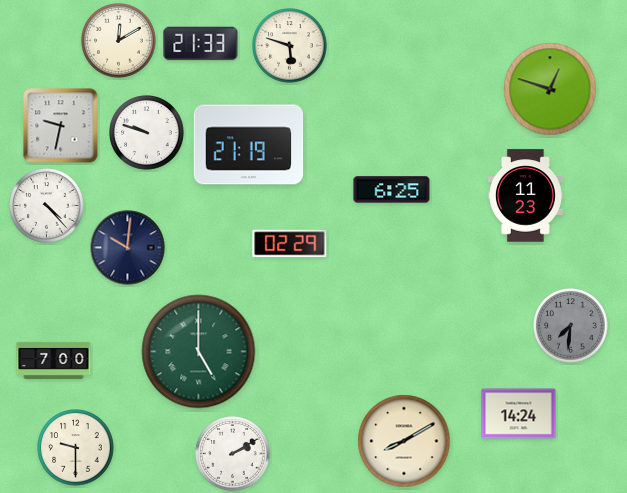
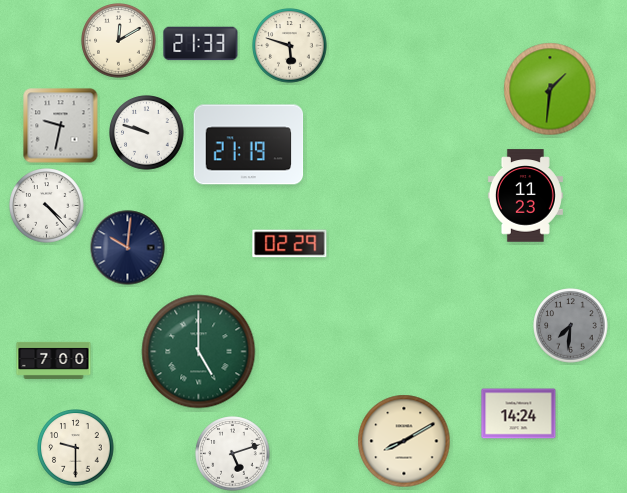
clock at (550, 89): 12:48 -> 1:31
clock at (392, 190): 6:25 -> none
clock at (233, 454): 2:10 -> 5:12
